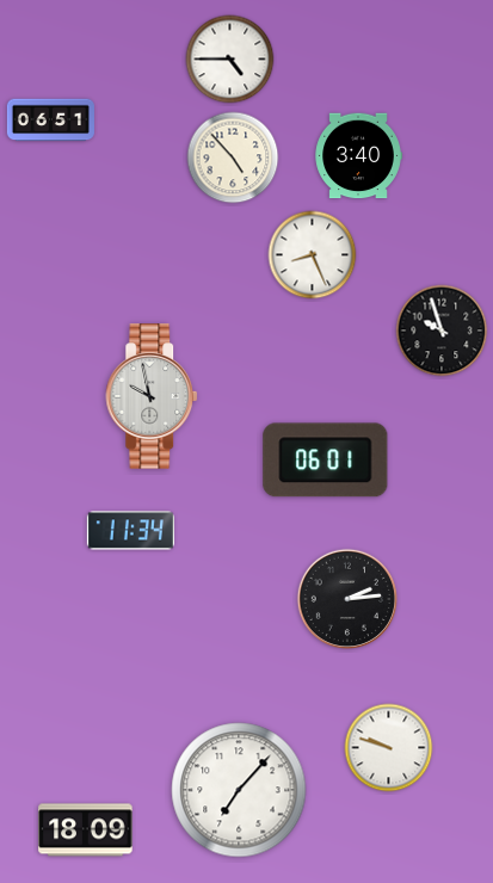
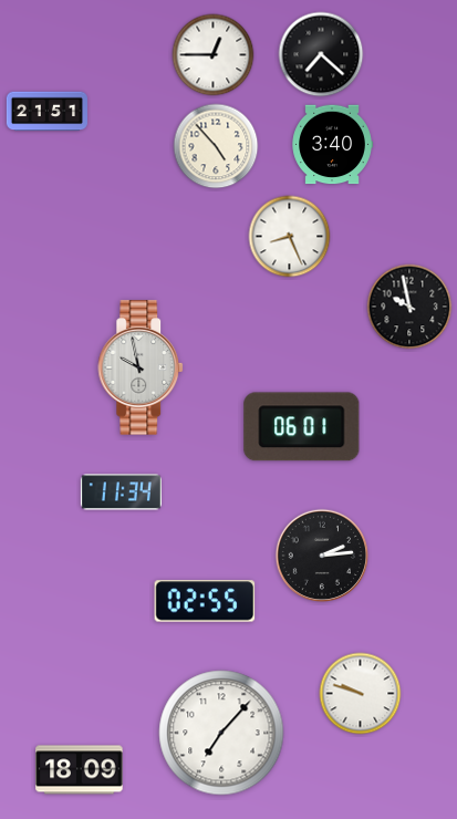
clock at (321, 54): none -> 7:22
clock at (230, 60): 4:45 -> 12:45
clock at (50, 121): 06:51 -> 21:51
clock at (442, 331): 9:57 -> 9:58
clock at (205, 601): none -> 02:55
